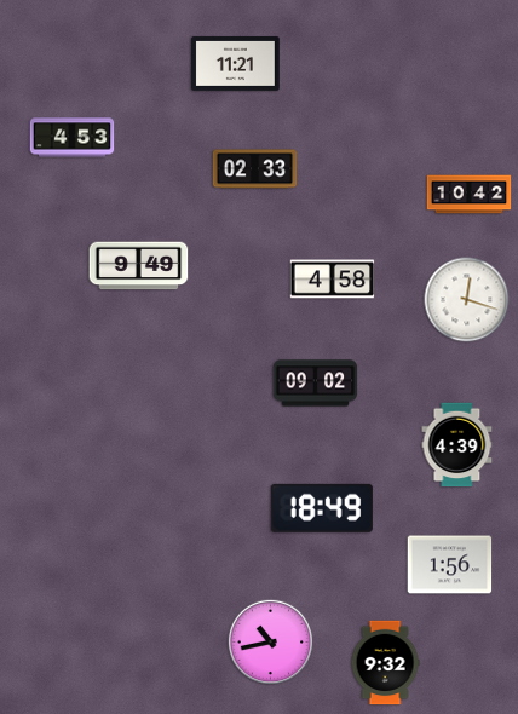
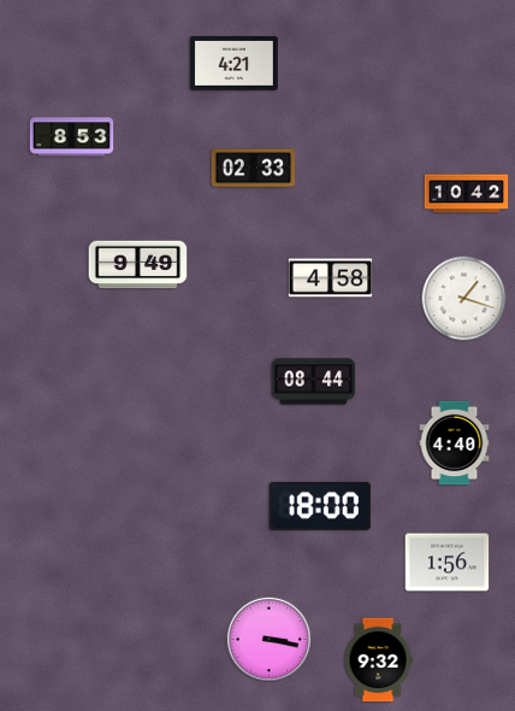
clock at (236, 63): 11:21 -> 4:21
clock at (73, 138): 4:53 -> 8:53
clock at (467, 300): 12:18 -> 1:18
clock at (316, 384): 09:02 -> 08:44
clock at (457, 445): 4:39 -> 4:40
clock at (322, 508): 18:49 -> 18:00
clock at (271, 643): 10:43 -> 3:17
clock at (385, 663) position: (385, 663) -> (378, 660)
